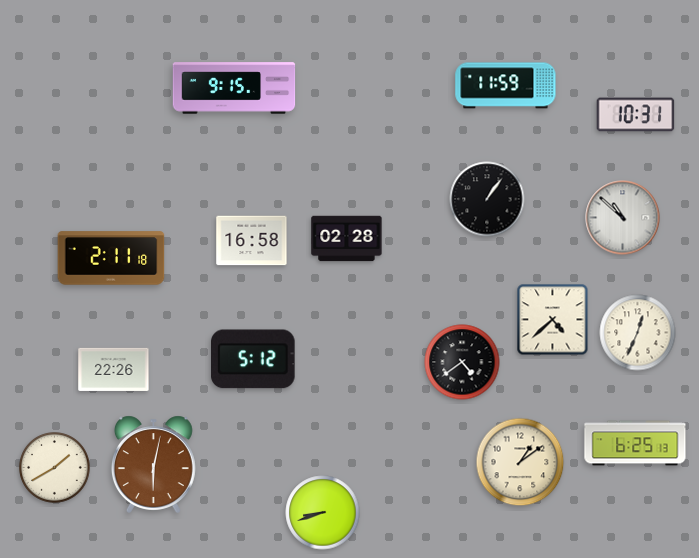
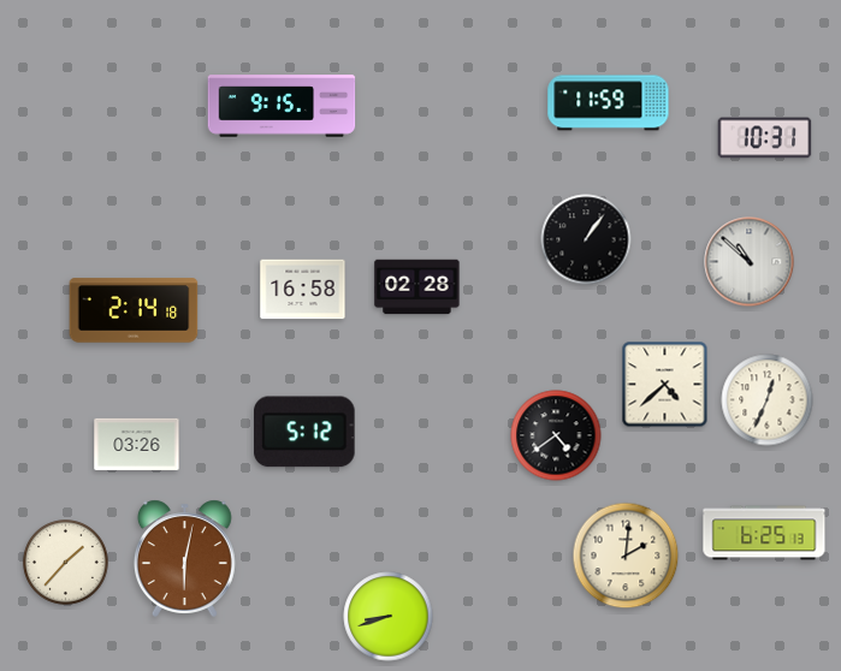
clock at (111, 258): 2:11 -> 2:14
clock at (114, 369): 22:26 -> 03:26
clock at (520, 462): 1:09 -> 2:01
clock at (55, 468): 1:40 -> 1:37
